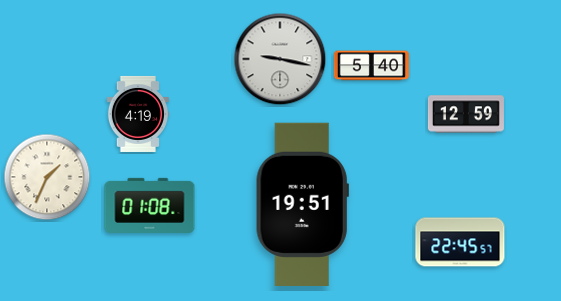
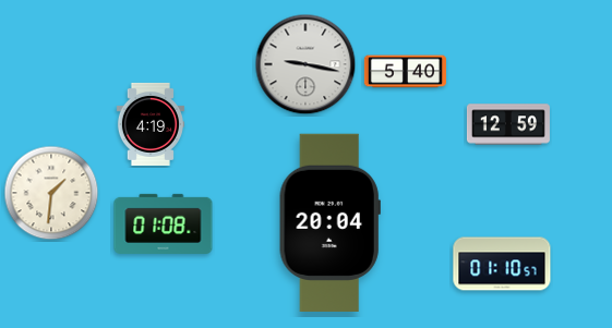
clock at (47, 177): 1:34 -> 1:31
clock at (302, 204): 19:51 -> 20:04
clock at (460, 242): 22:45 -> 01:10
